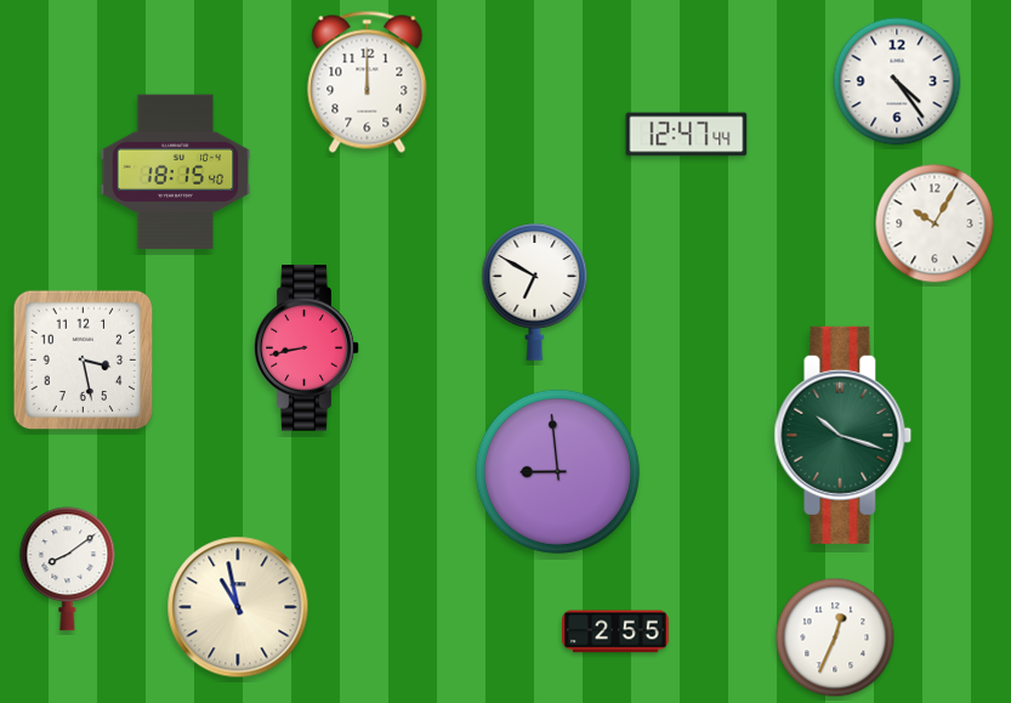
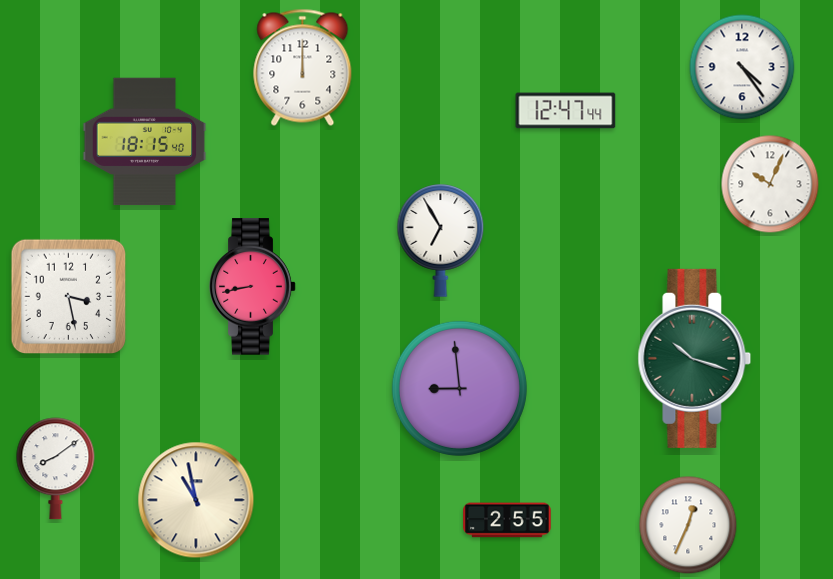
clock at (897, 81) position: (897, 81) -> (742, 67)
clock at (935, 223): 10:05 -> 10:04
clock at (535, 293): 6:50 -> 6:55
